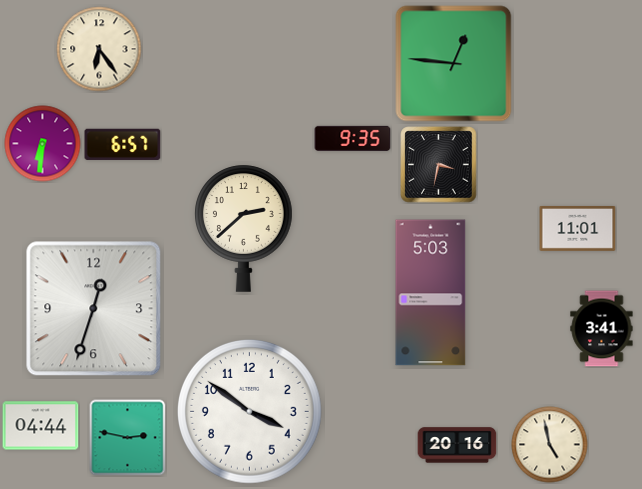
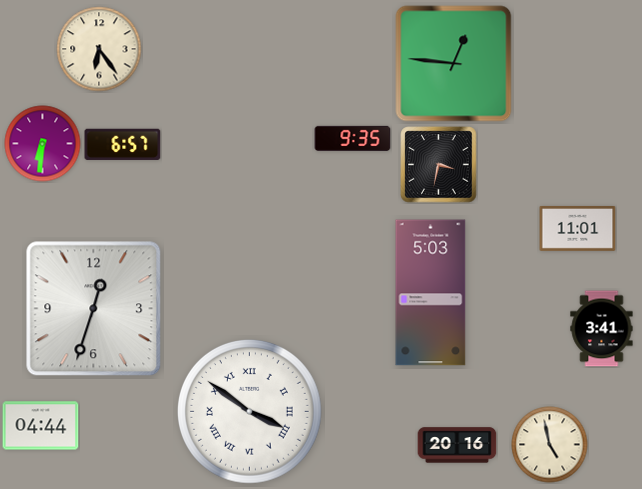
clock at (244, 228): 2:38 -> none
clock at (249, 411) numerals: Arabic -> Roman
clock at (128, 438): 2:47 -> none
